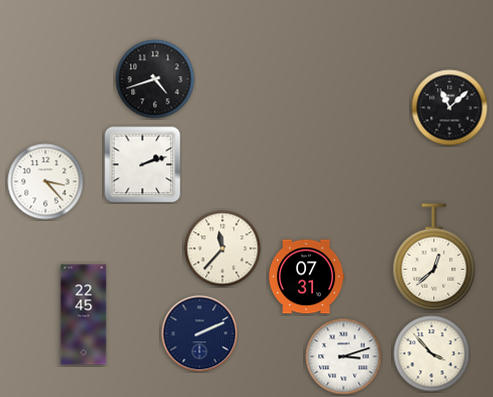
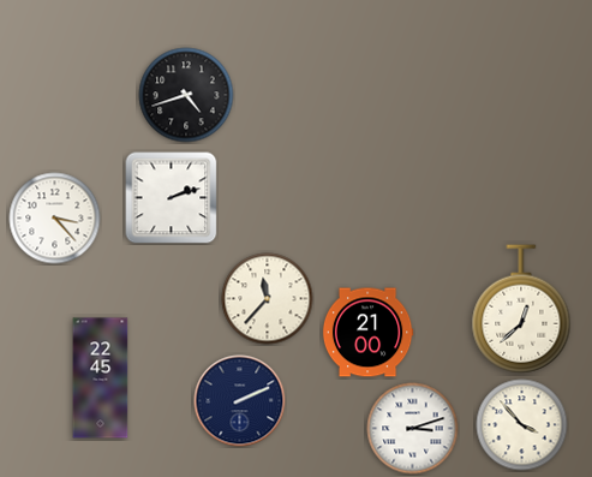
clock at (450, 108): 11:08 -> none
clock at (306, 277): 07:31 -> 21:00
clock at (432, 354) position: (432, 354) -> (522, 425)
